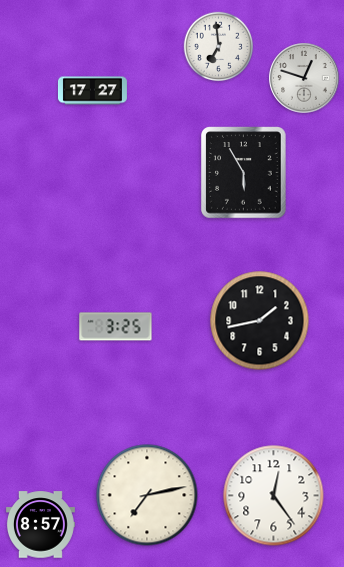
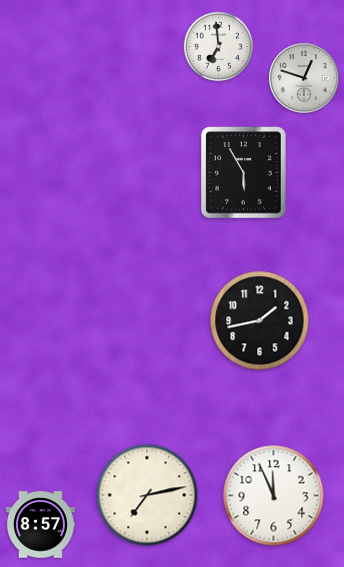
clock at (92, 91): 17:27 -> none
clock at (116, 327): 3:25 -> none
clock at (274, 496): 12:24 -> 11:56
